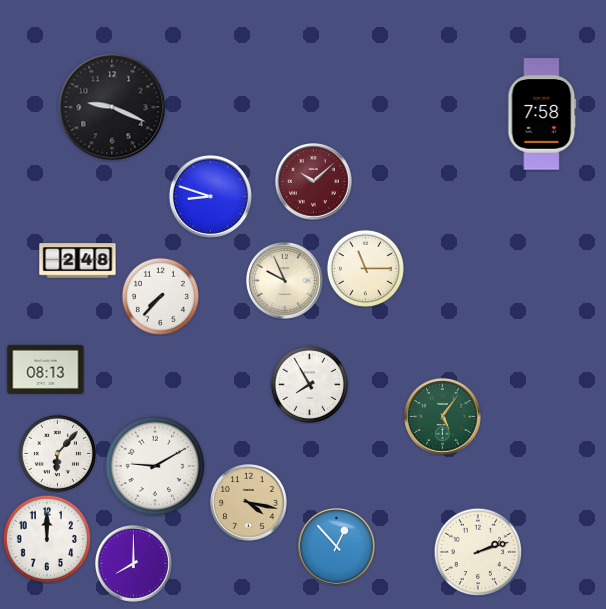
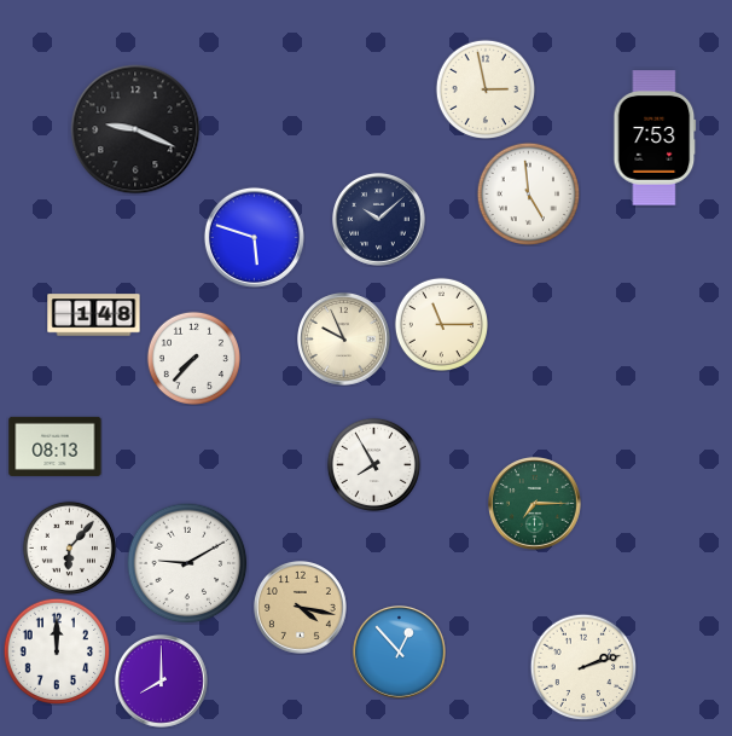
clock at (484, 88): none -> 2:58
clock at (542, 114): 7:58 -> 7:53
clock at (528, 193): none -> 4:59
clock at (314, 182) dial: burgundy -> navy
clock at (210, 196): 8:48 -> 5:48
clock at (78, 261): 2:48 -> 1:48
clock at (443, 417): 5:06 -> 7:15
clock at (337, 547) position: (337, 547) -> (400, 653)
clock at (478, 552) position: (478, 552) -> (583, 667)
